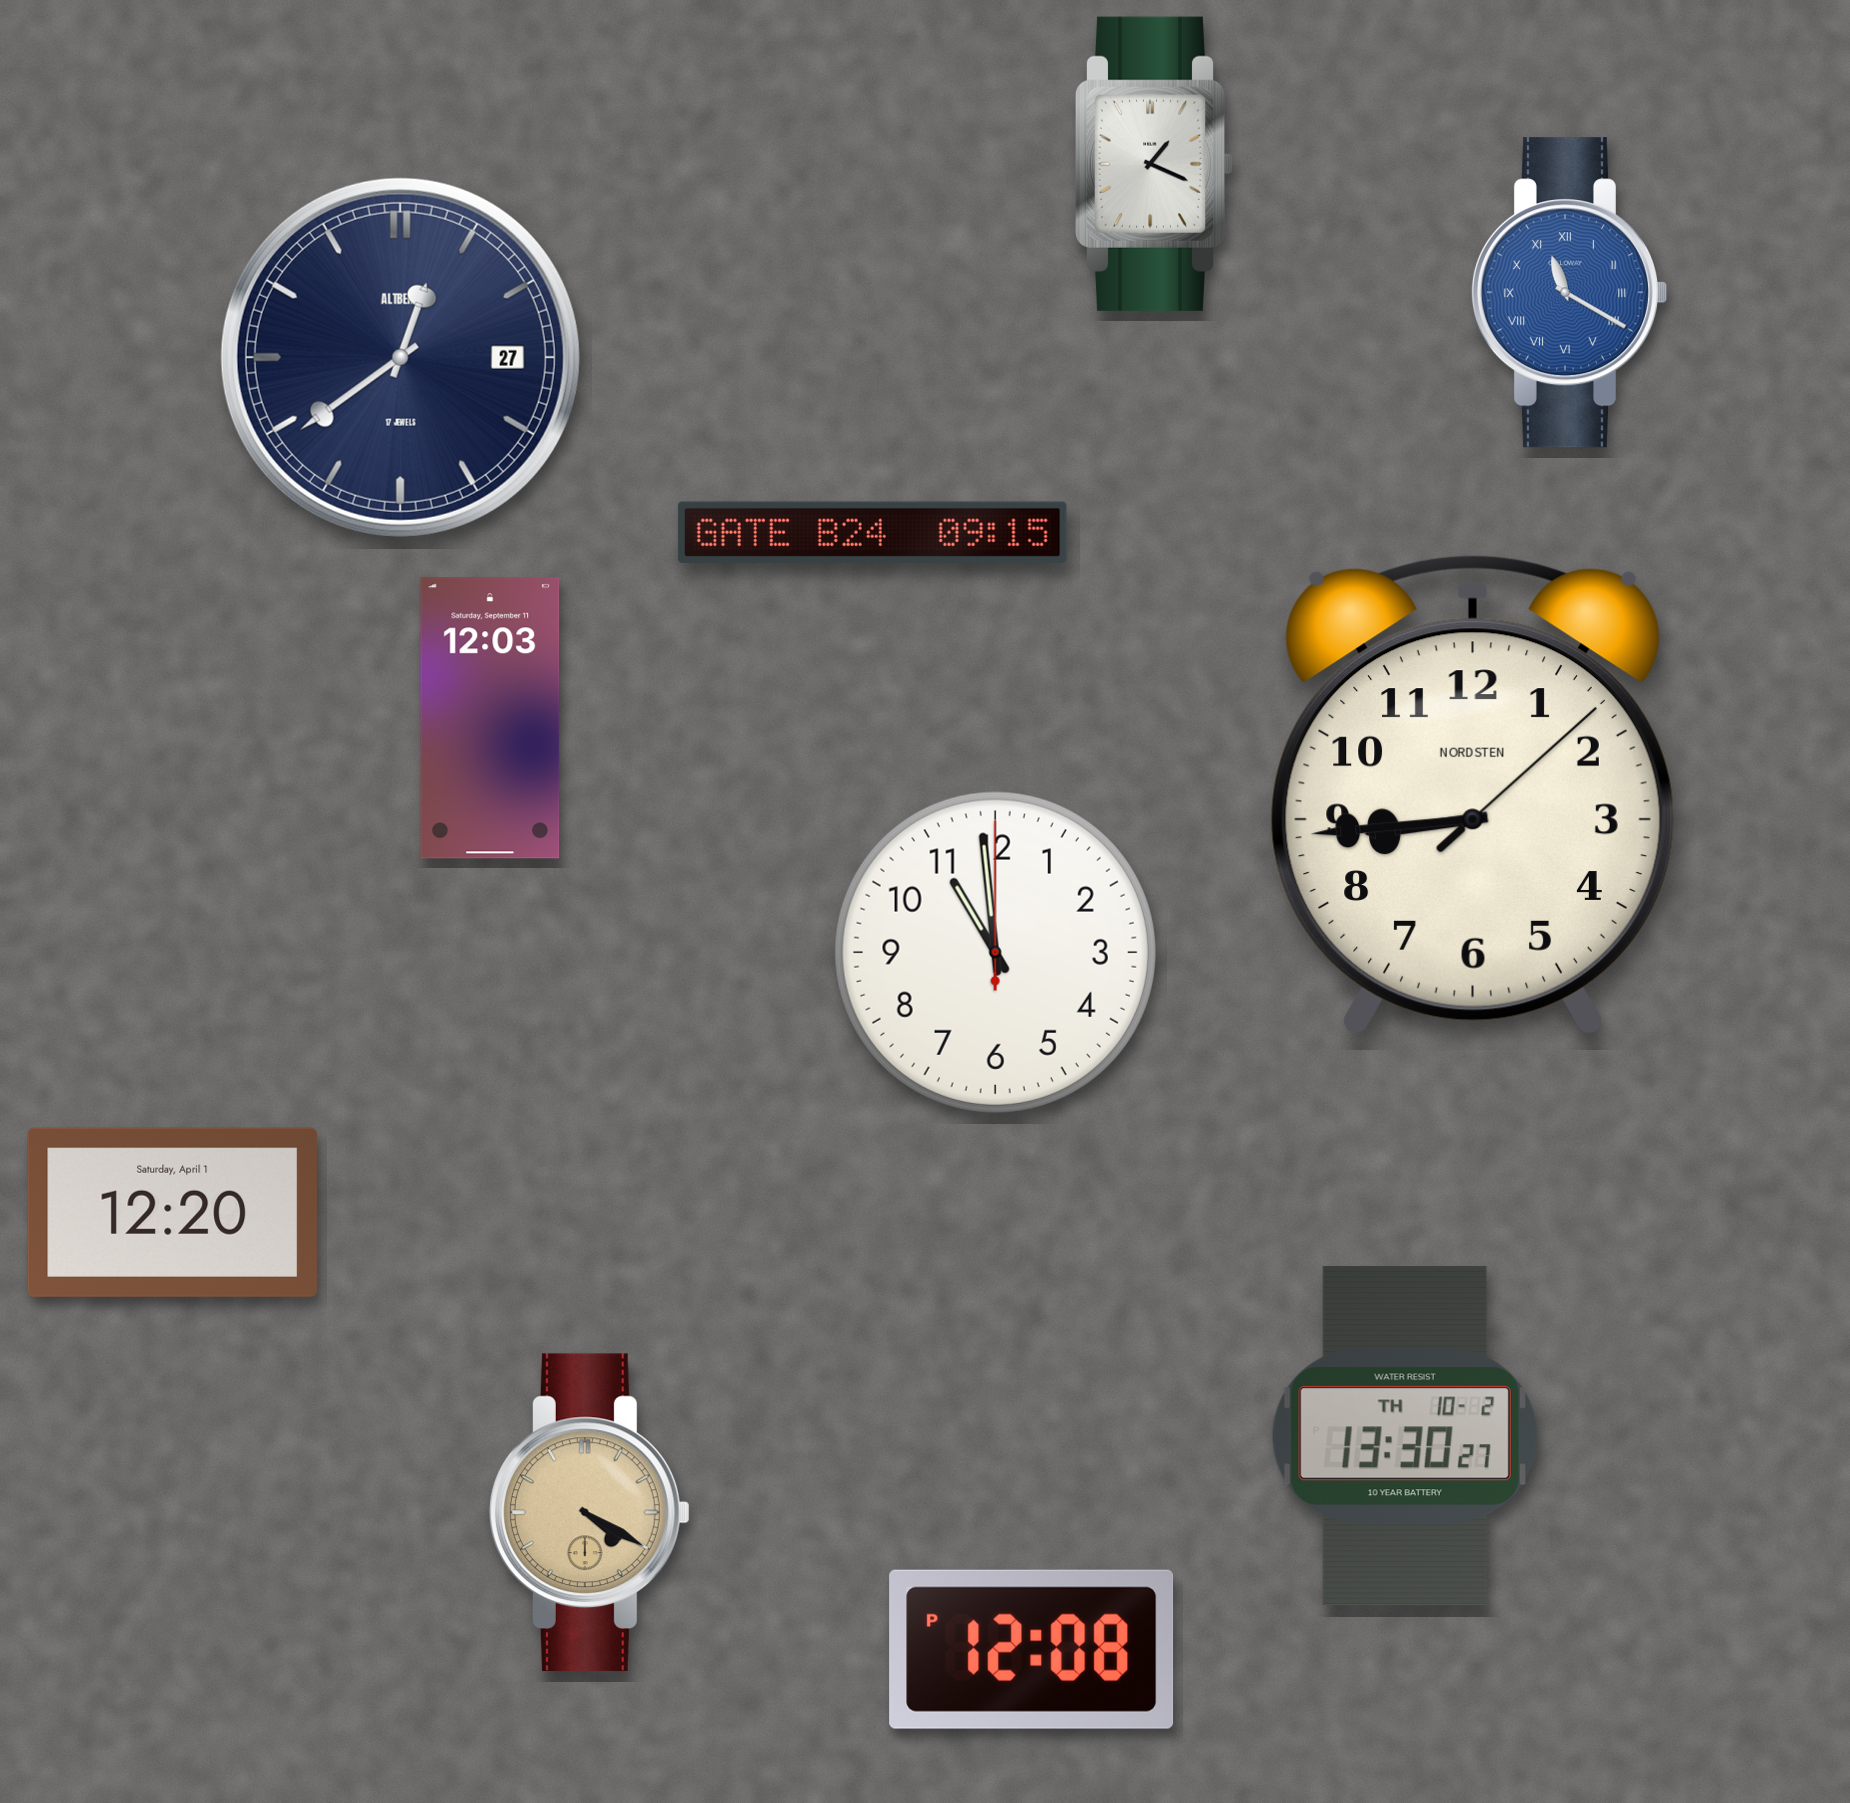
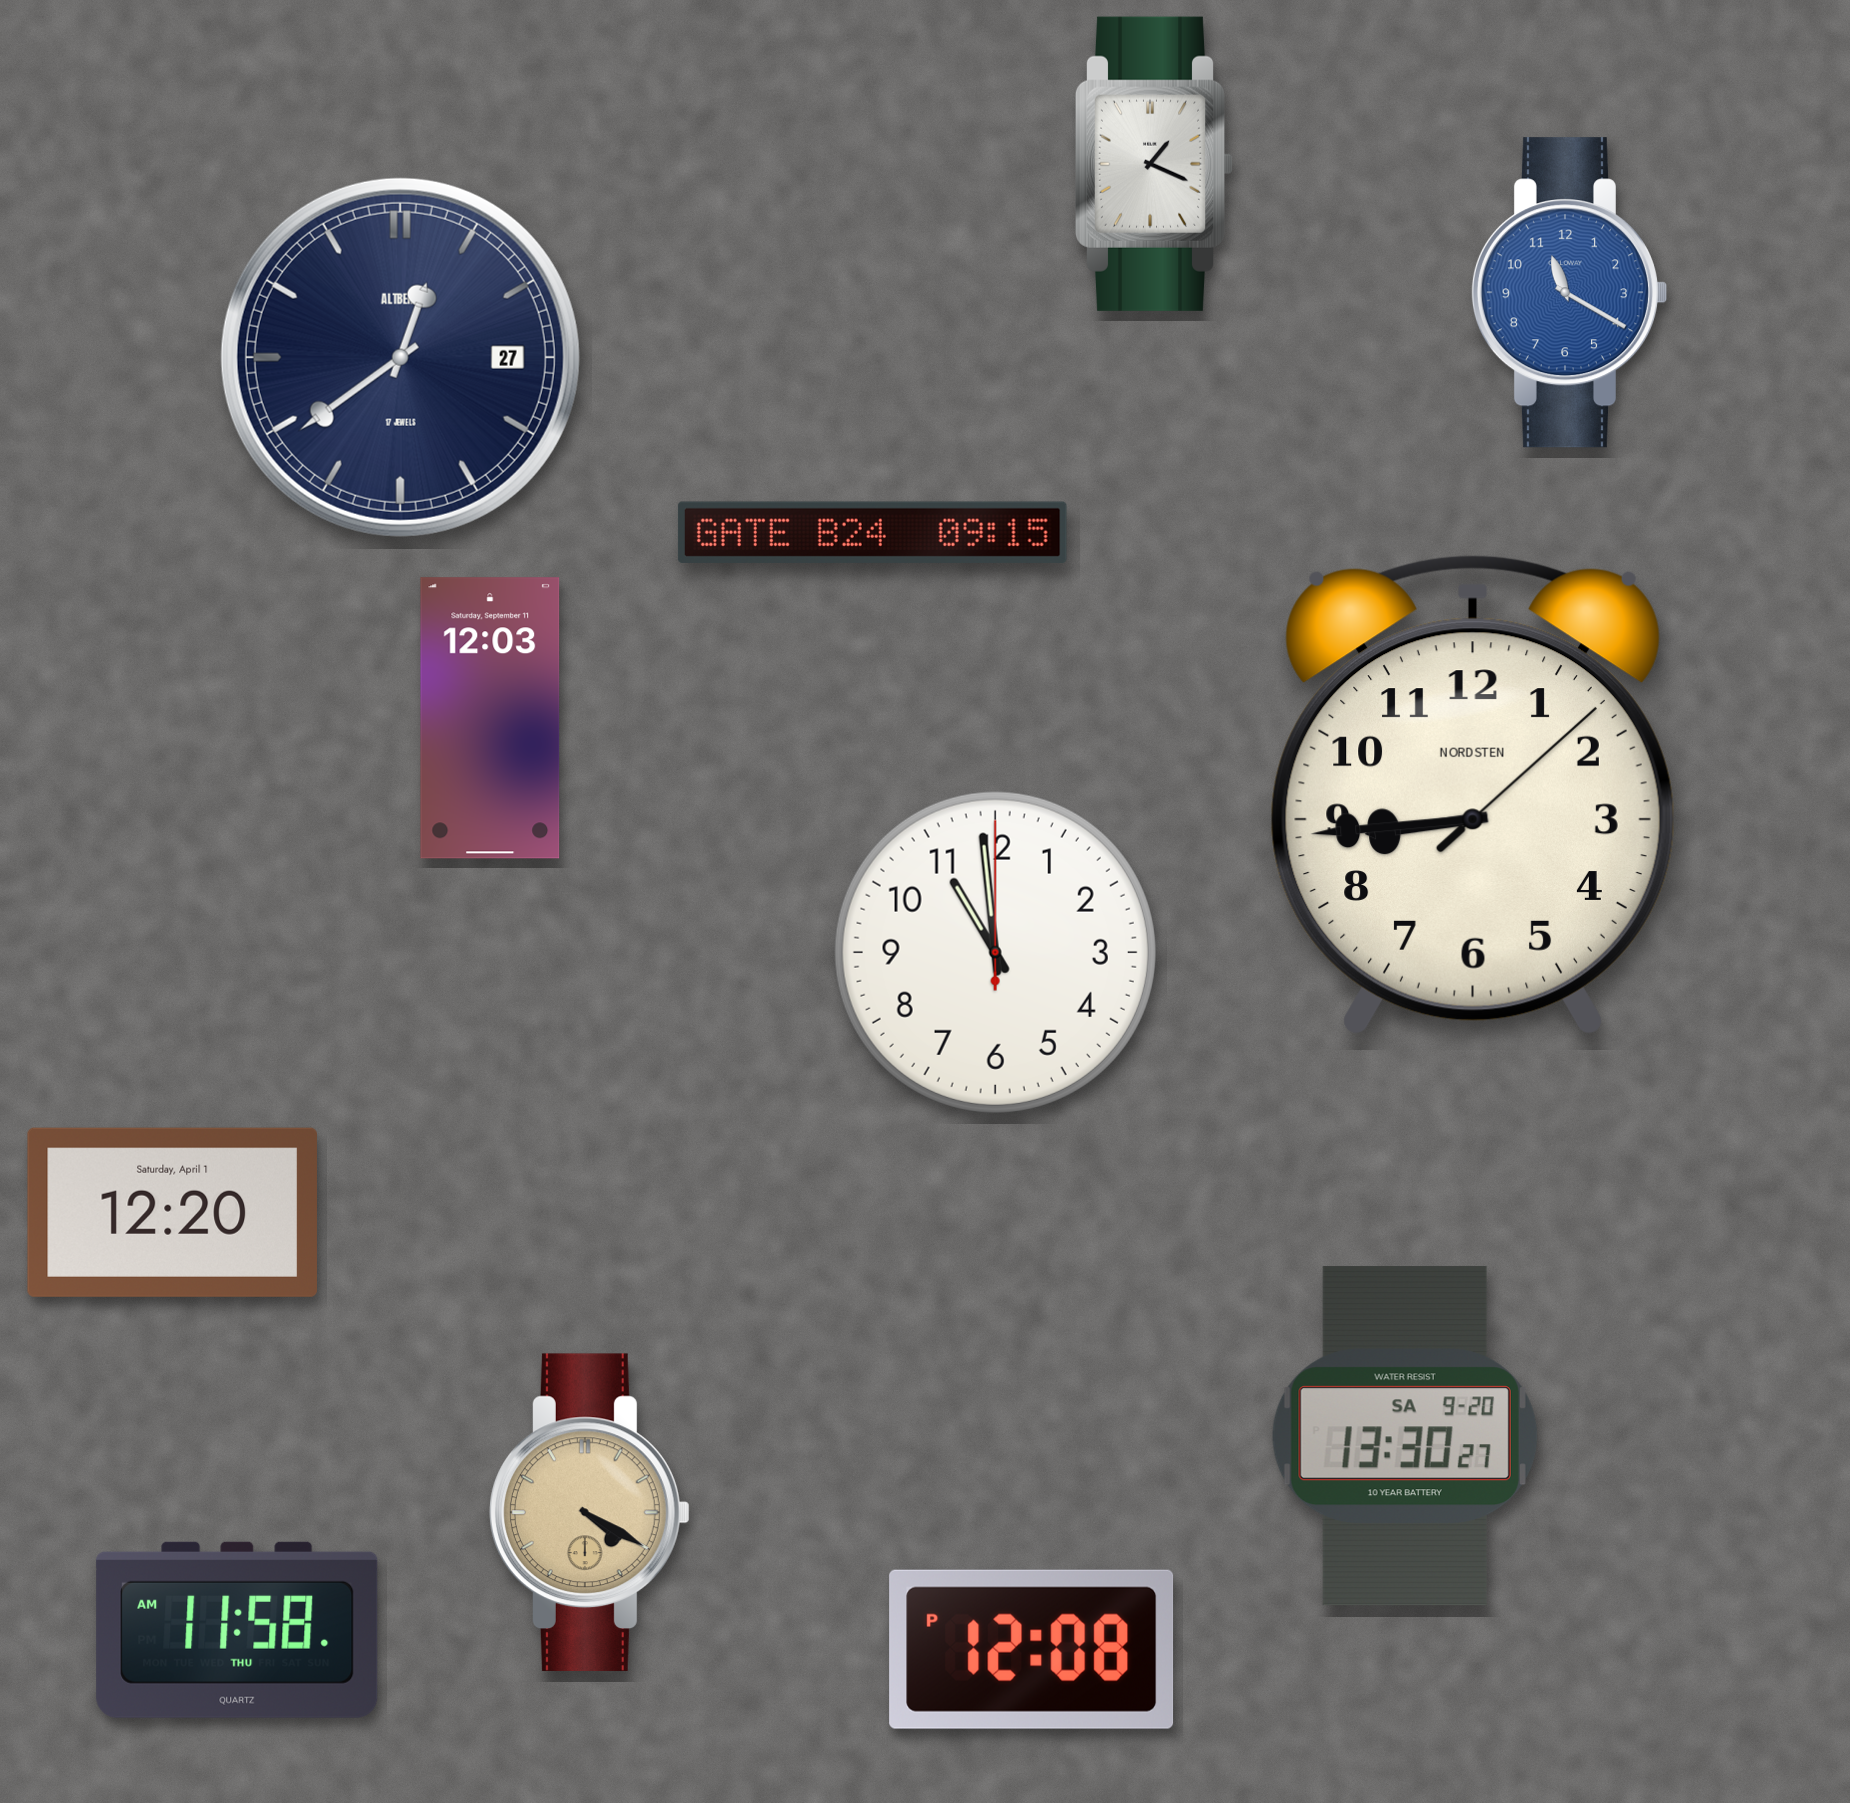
clock at (1568, 293) numerals: Roman -> Arabic
clock at (1405, 1436) date: TH 10-2 -> SA 9-20
clock at (237, 1630): none -> 11:58
